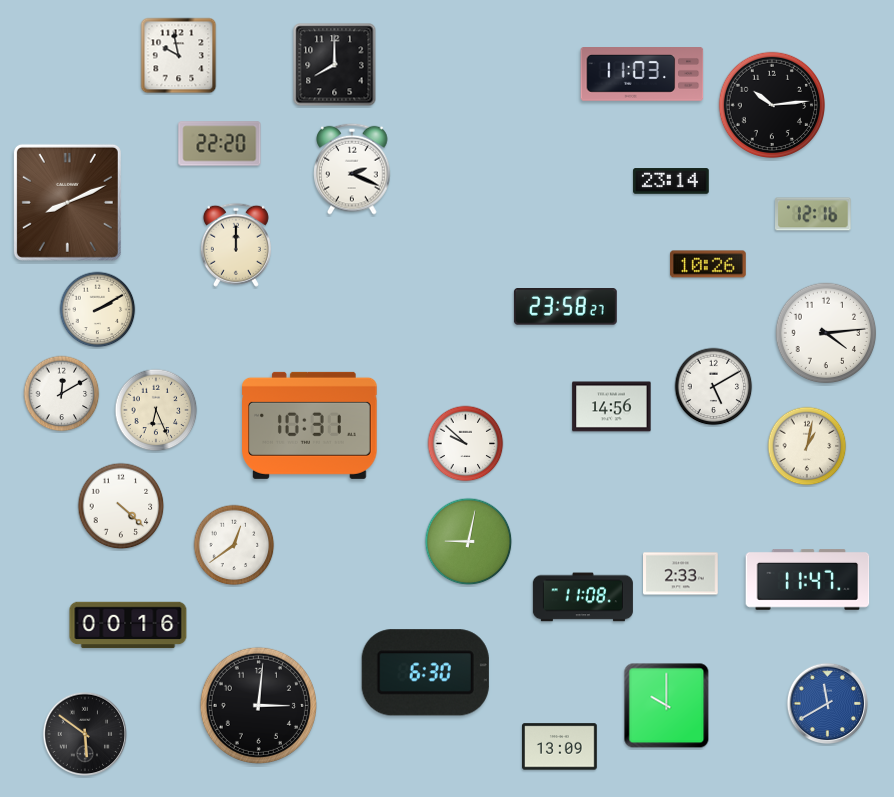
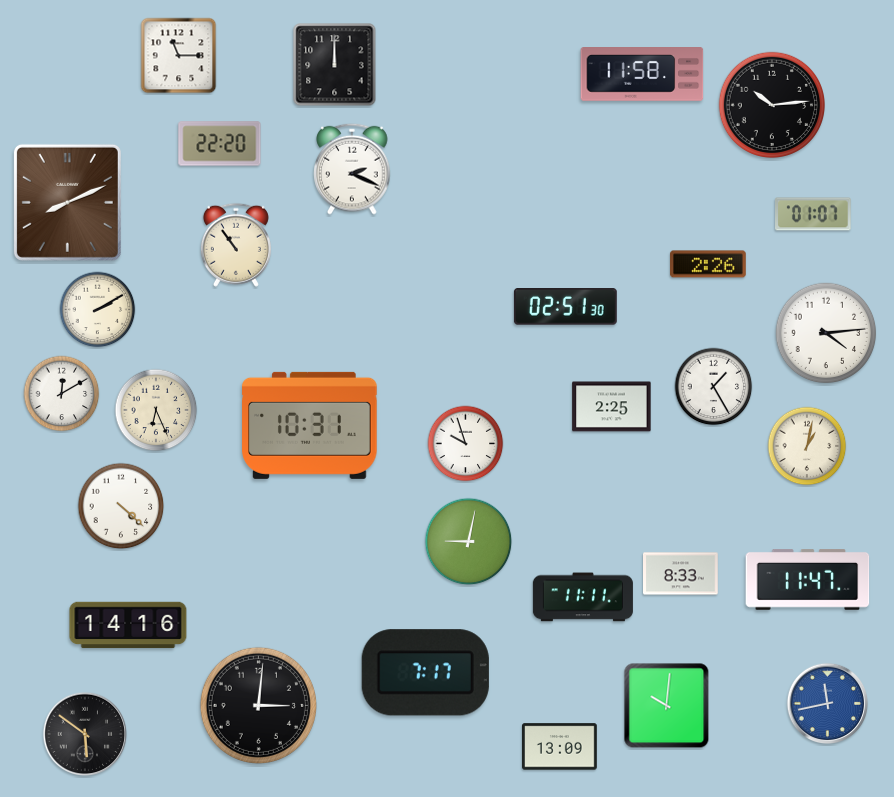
clock at (179, 56): 9:58 -> 11:15
clock at (335, 65): 8:00 -> 12:00
clock at (642, 75): 11:03 -> 11:58
clock at (671, 181): 23:14 -> none
clock at (814, 214): 12:16 -> 01:07
clock at (236, 245): 12:00 -> 10:54
clock at (708, 264): 10:26 -> 2:26
clock at (565, 307): 23:58 -> 02:51
clock at (714, 387): 5:10 -> 1:25
clock at (612, 407): 14:56 -> 2:25
clock at (466, 444): 9:52 -> 9:57
clock at (234, 545): 12:39 -> none
clock at (681, 574): 2:33 -> 8:33
clock at (583, 597): 11:08 -> 11:11
clock at (128, 625): 00:16 -> 14:16
clock at (425, 673): 6:30 -> 7:17
clock at (828, 704): 11:40 -> 11:43
clock at (667, 706): 10:00 -> 10:01
